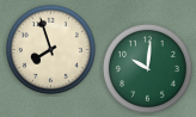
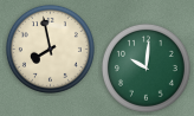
clock at (50, 49): 7:57 -> 7:58
